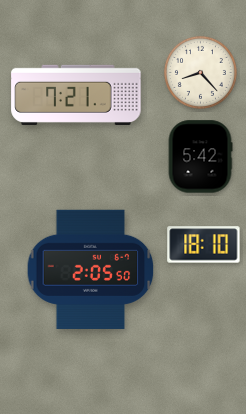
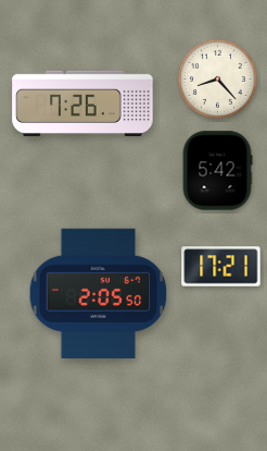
clock at (76, 95): 7:21 -> 7:26
clock at (204, 245): 18:10 -> 17:21
